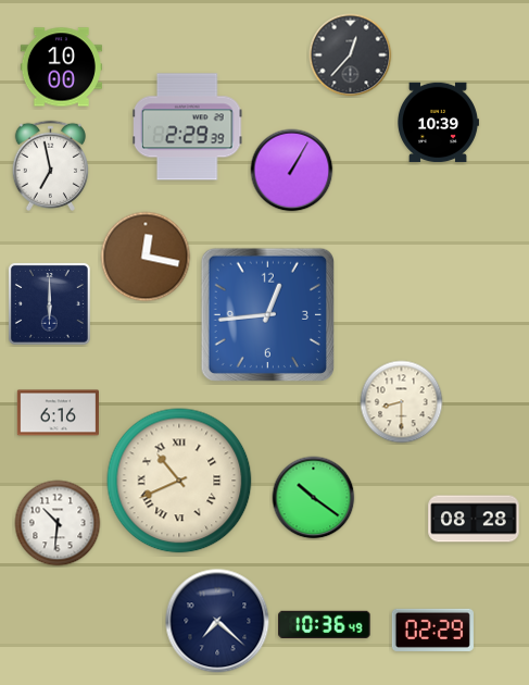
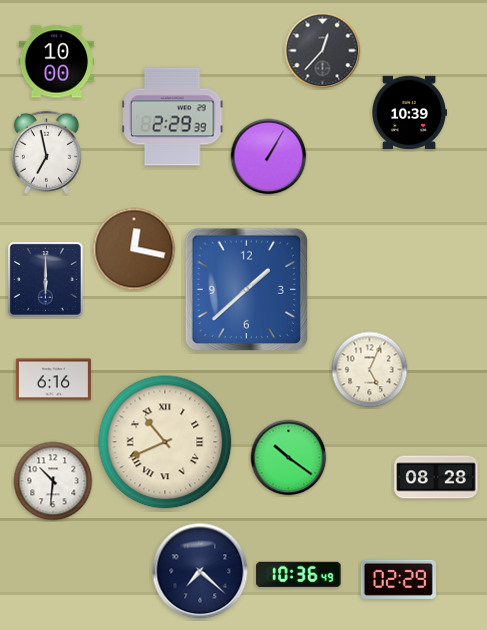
clock at (439, 123) position: (439, 123) -> (410, 113)
clock at (146, 257) position: (146, 257) -> (134, 249)
clock at (267, 314): 12:44 -> 1:38
clock at (402, 402): 8:30 -> 5:04
